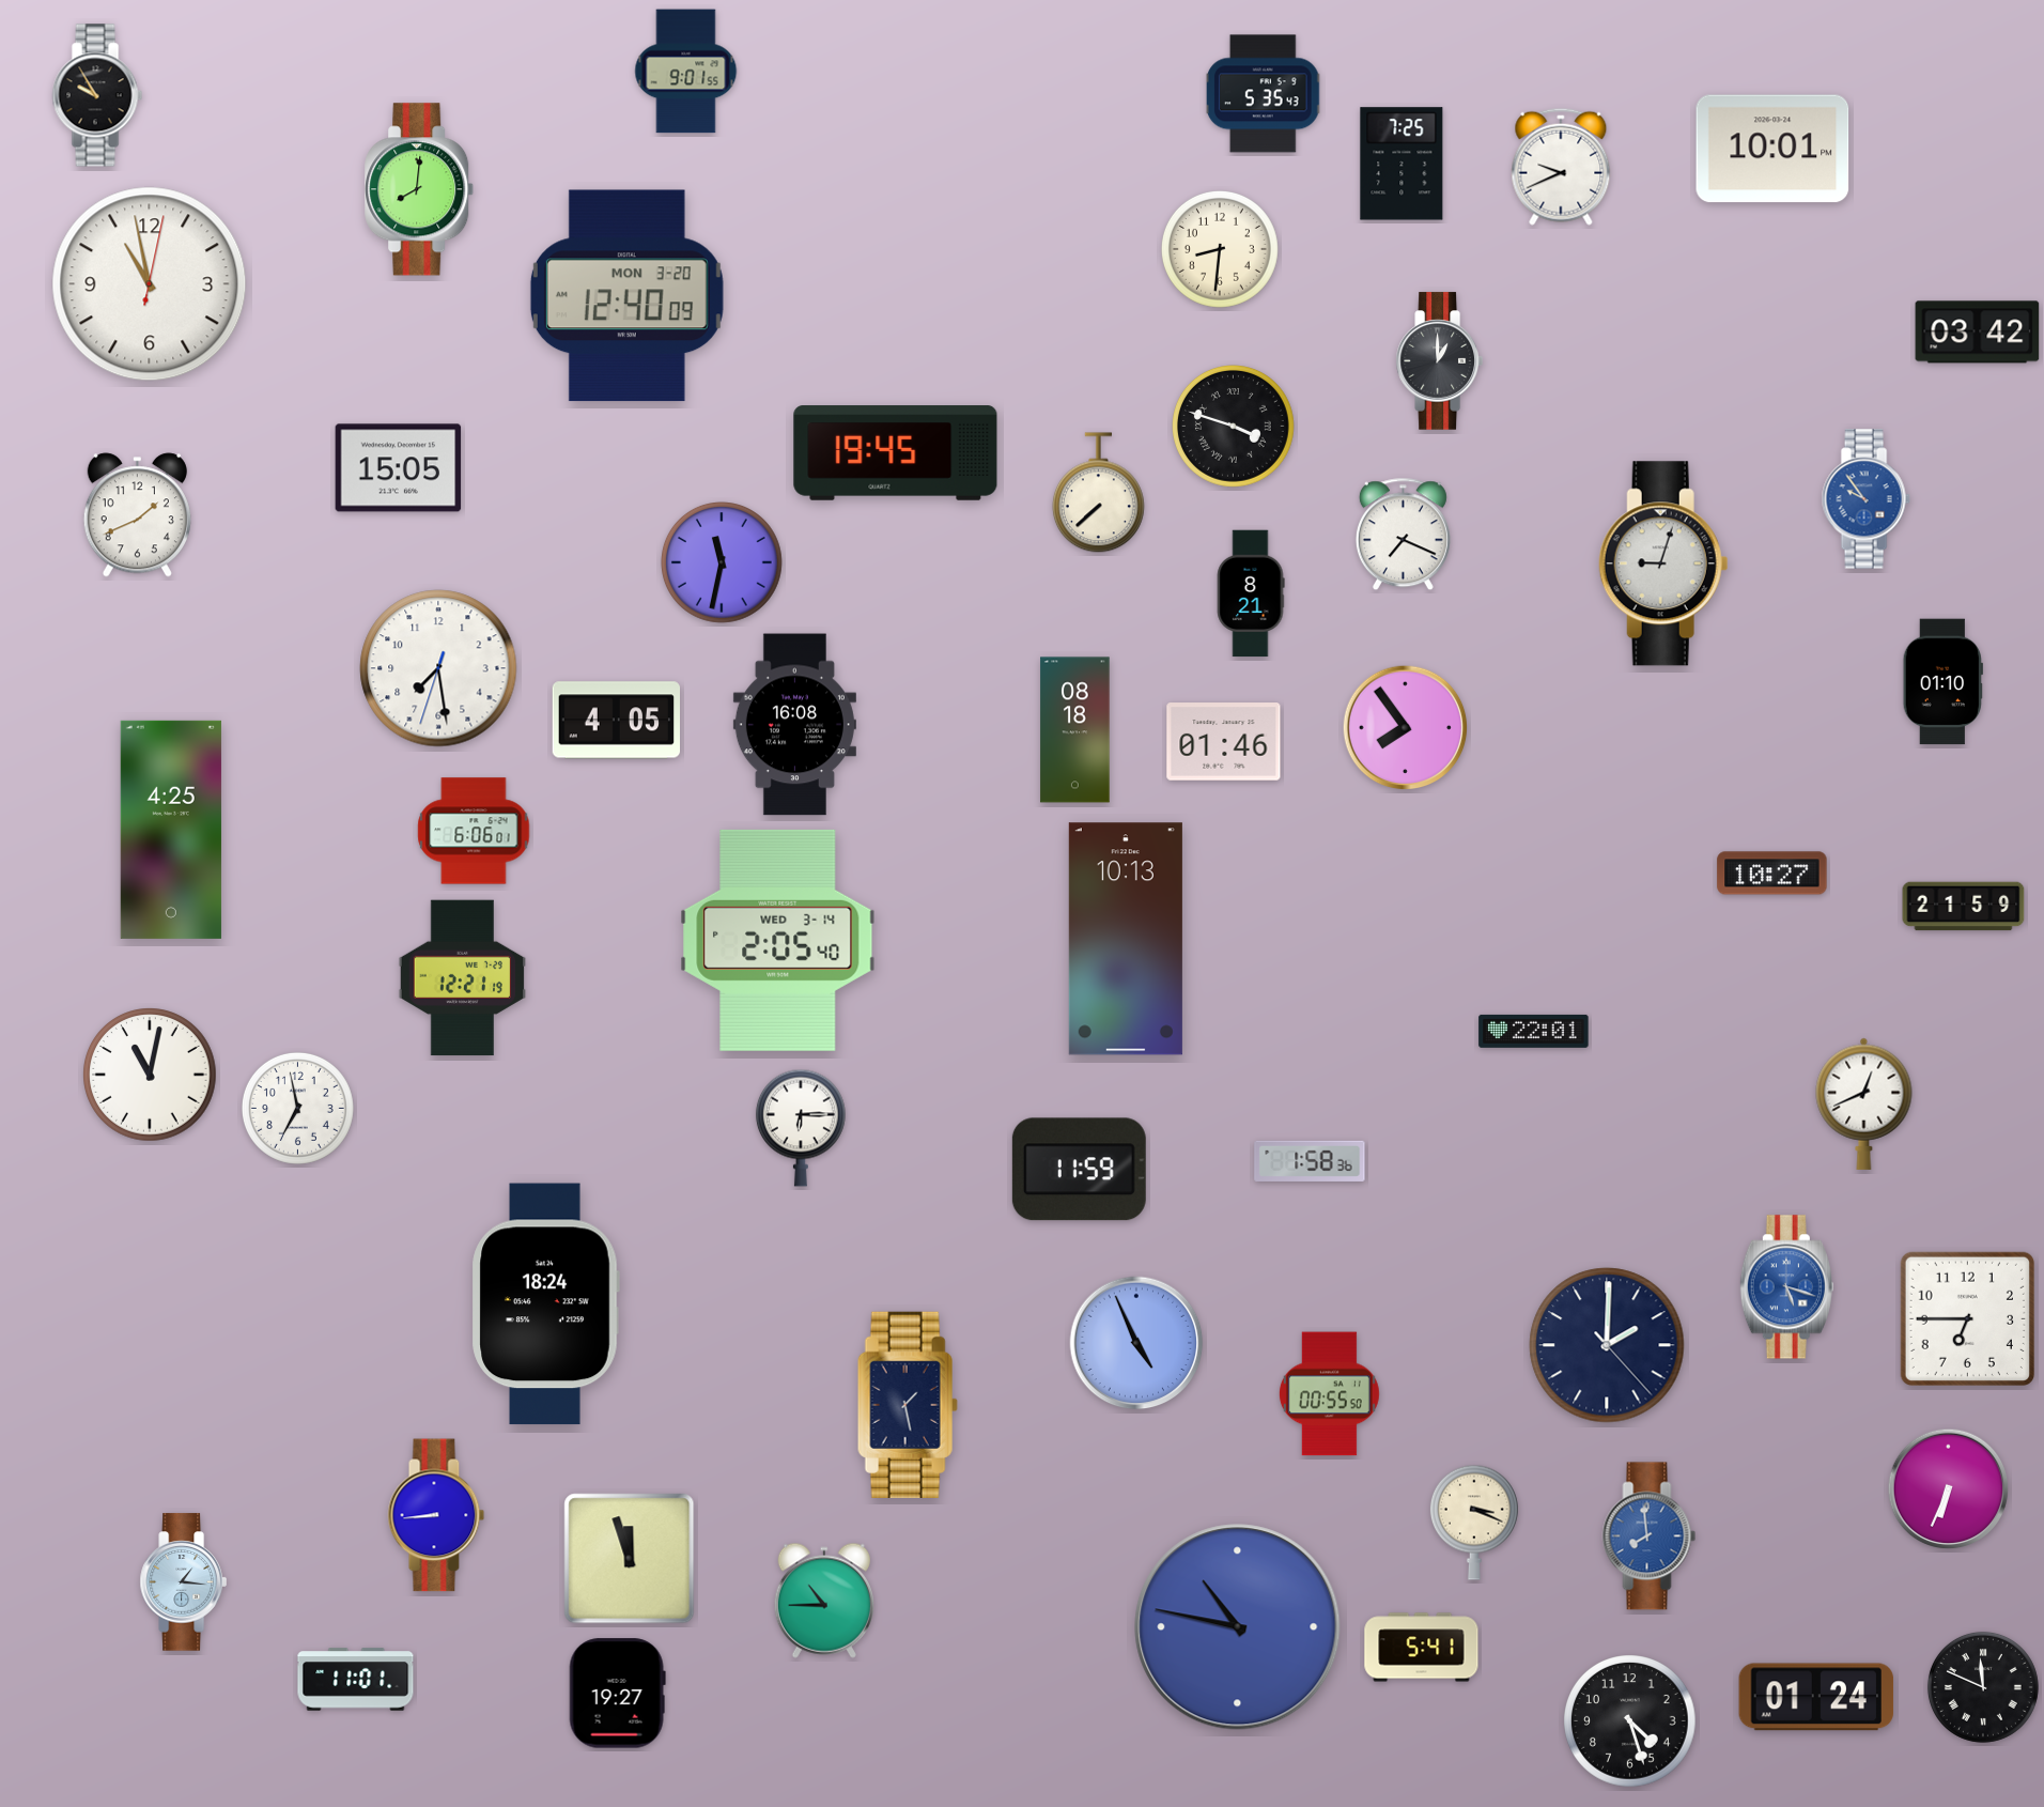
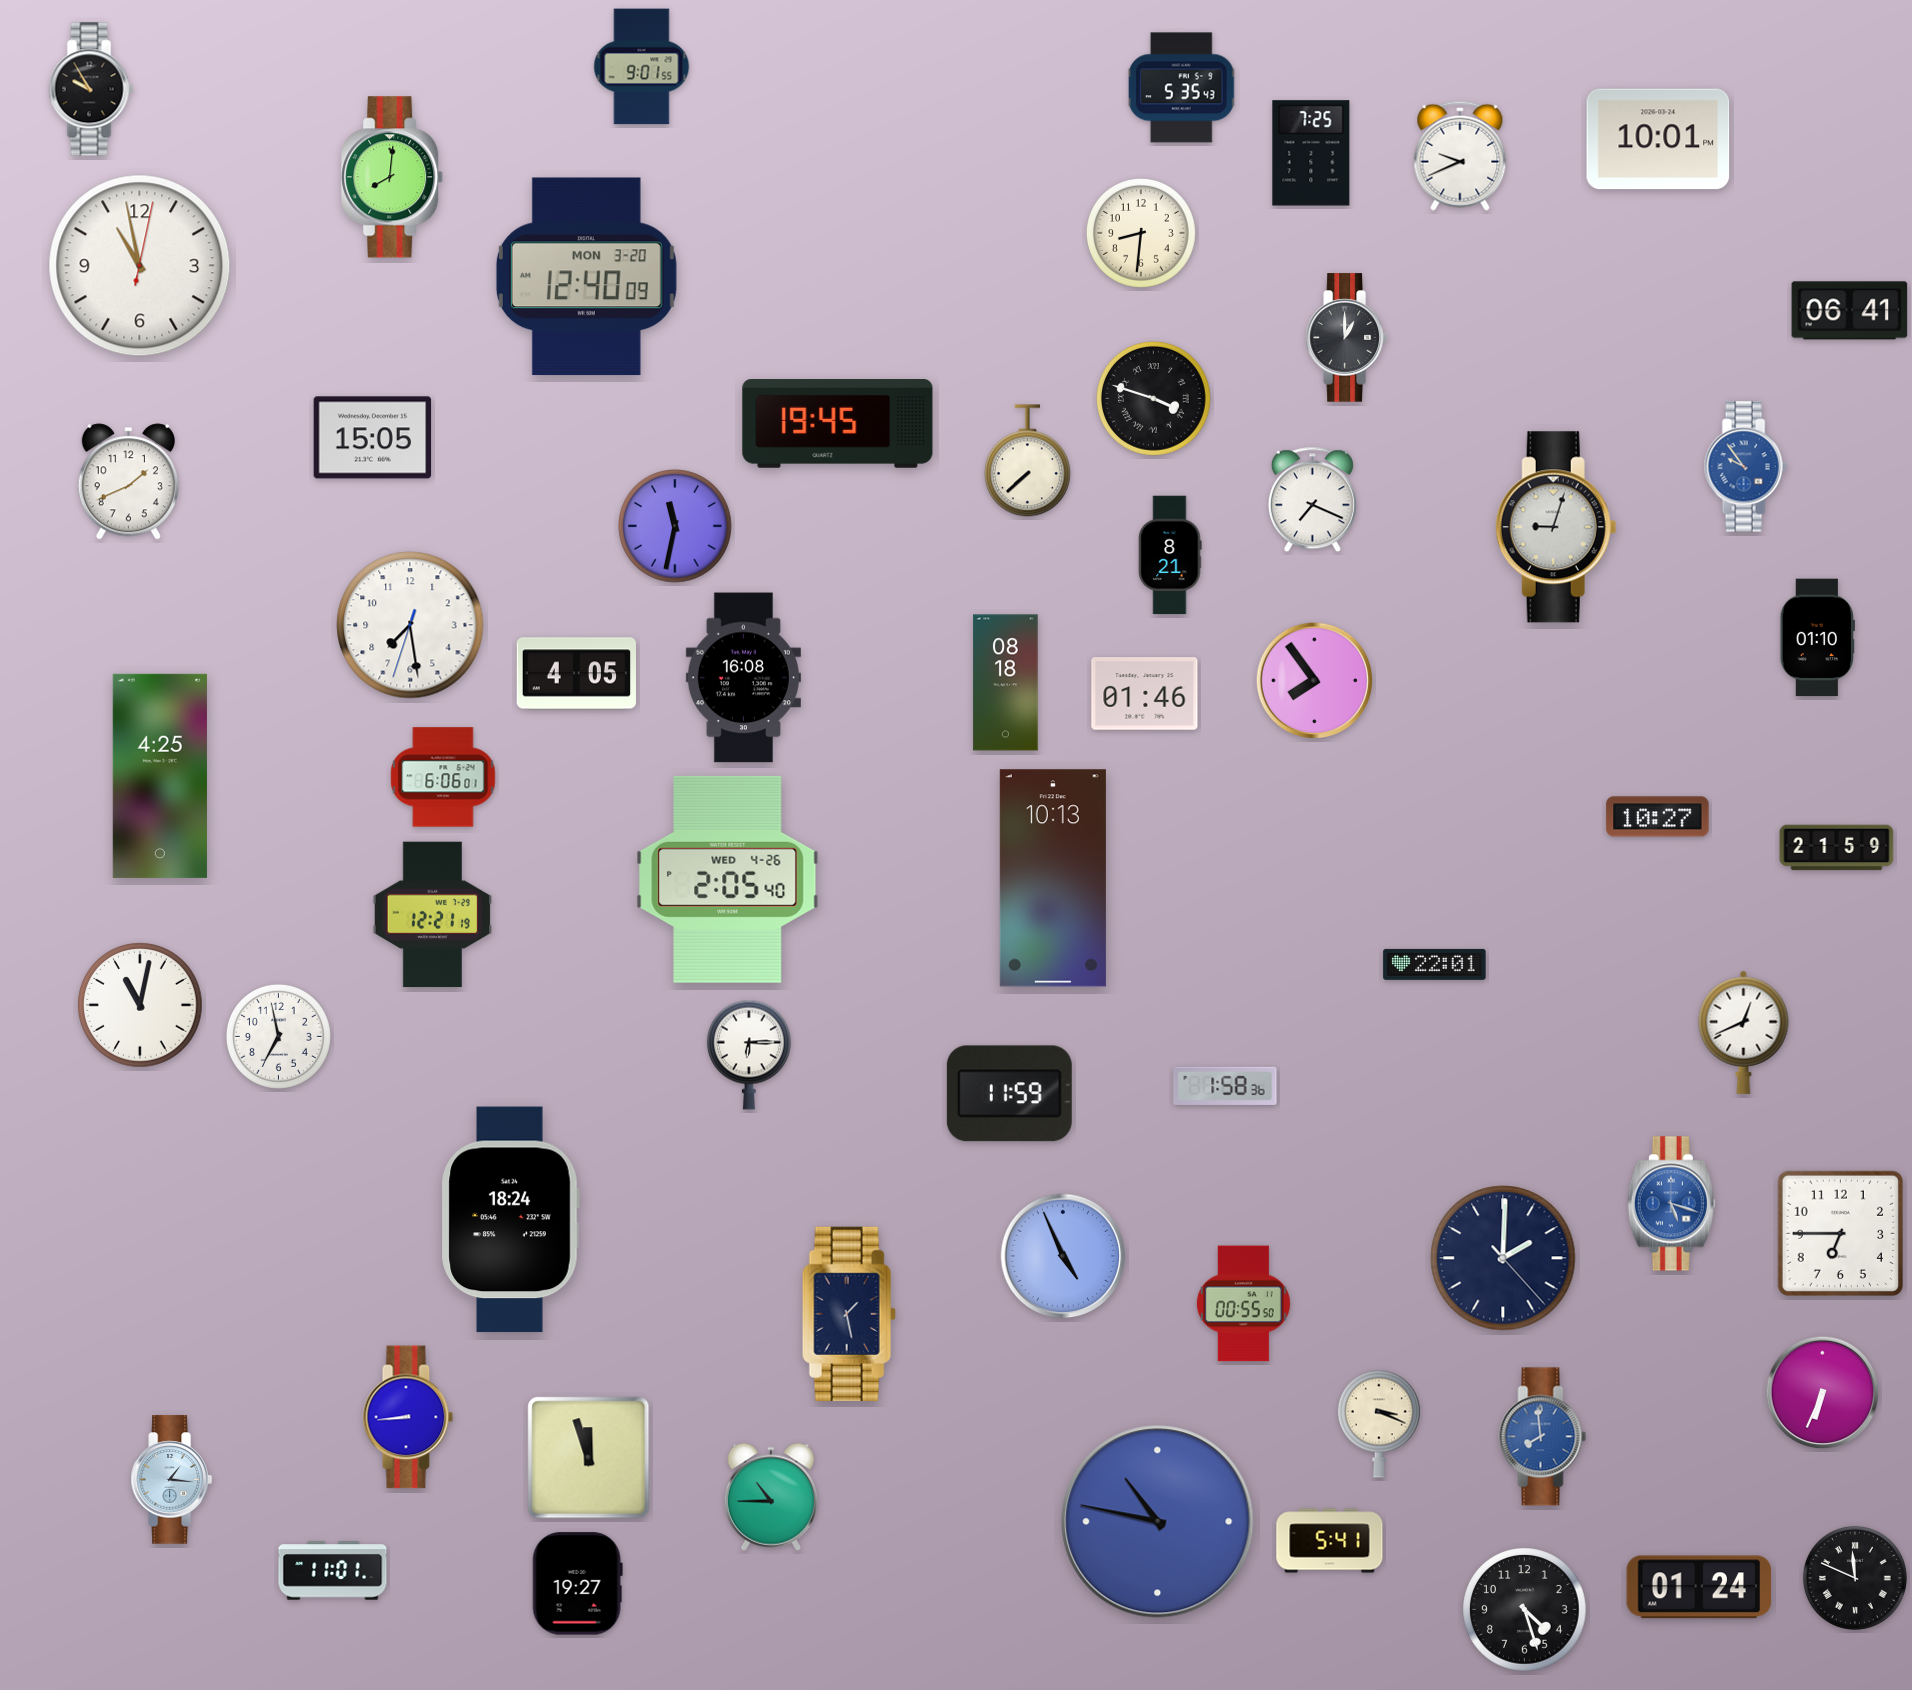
clock at (1978, 333): 03:42 -> 06:41
clock at (778, 940) date: WED 3-14 -> WED 4-26
